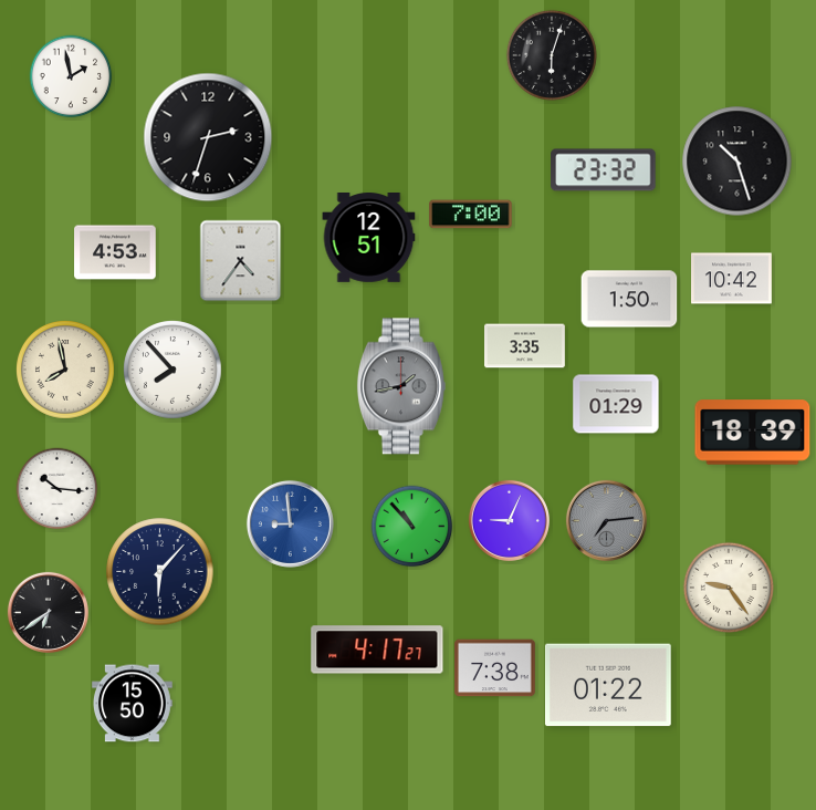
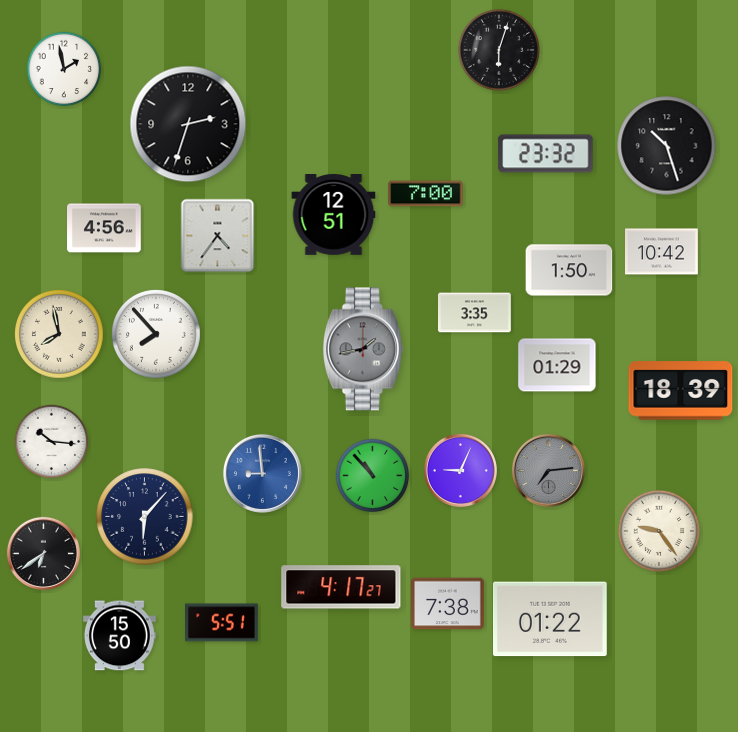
clock at (115, 252): 4:53 -> 4:56
clock at (222, 623): none -> 5:51
